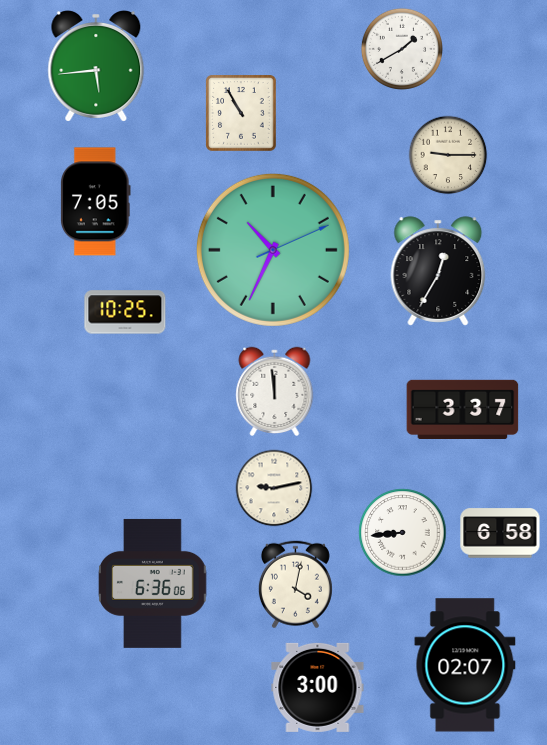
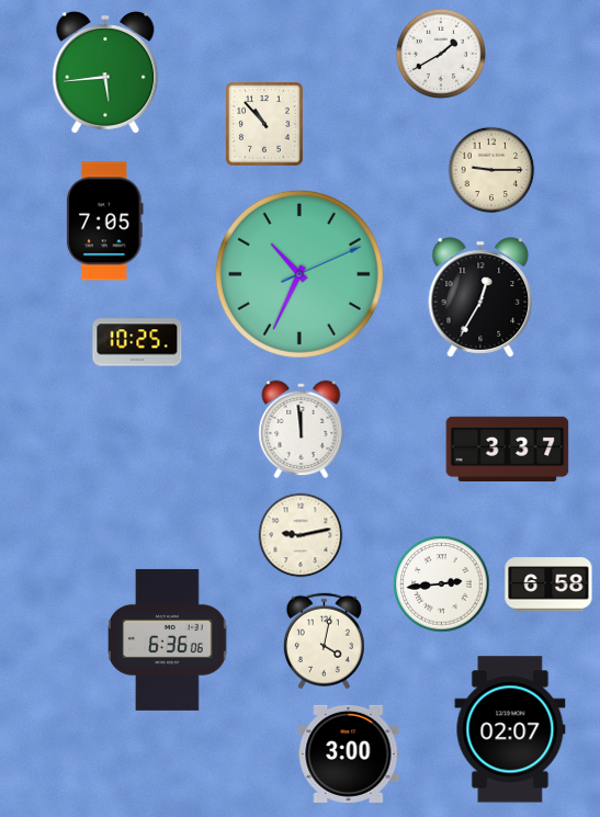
clock at (242, 113): 10:55 -> 10:53
clock at (403, 533): 8:44 -> 2:44
